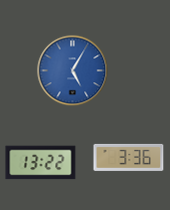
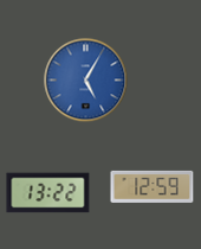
clock at (73, 71) position: (73, 71) -> (86, 81)
clock at (129, 157): 3:36 -> 12:59
